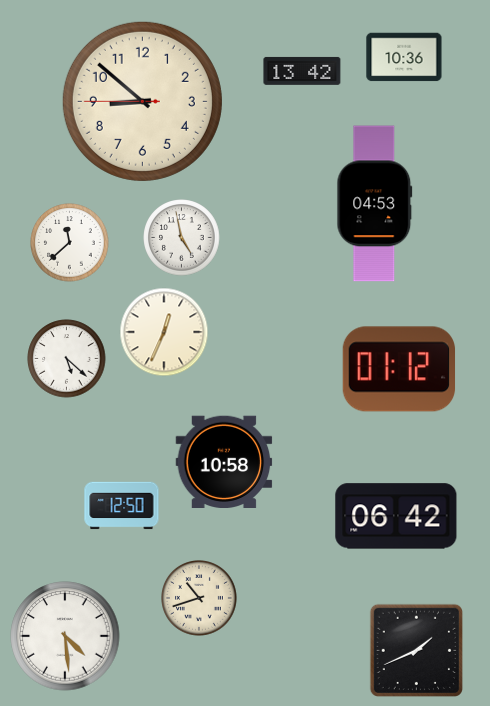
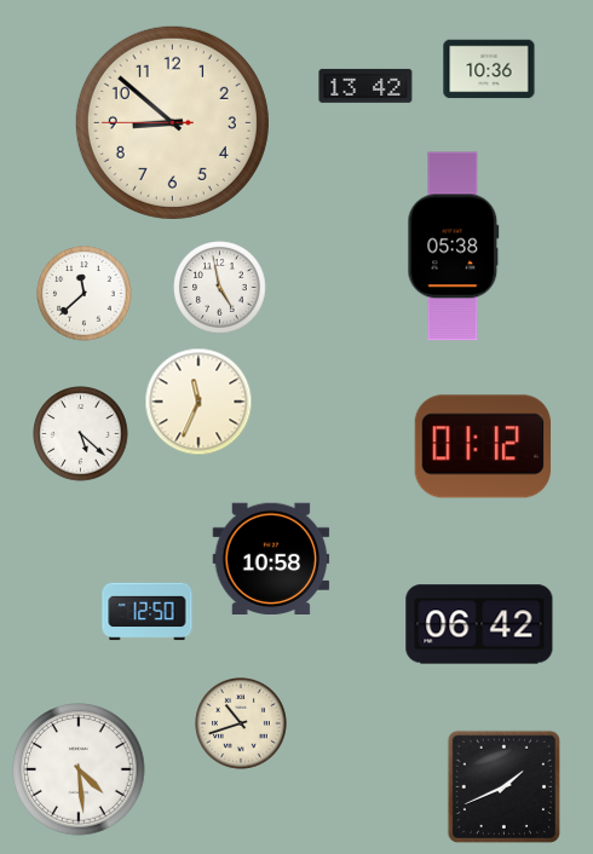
clock at (375, 204): 04:53 -> 05:38
clock at (164, 332): 12:34 -> 11:34
